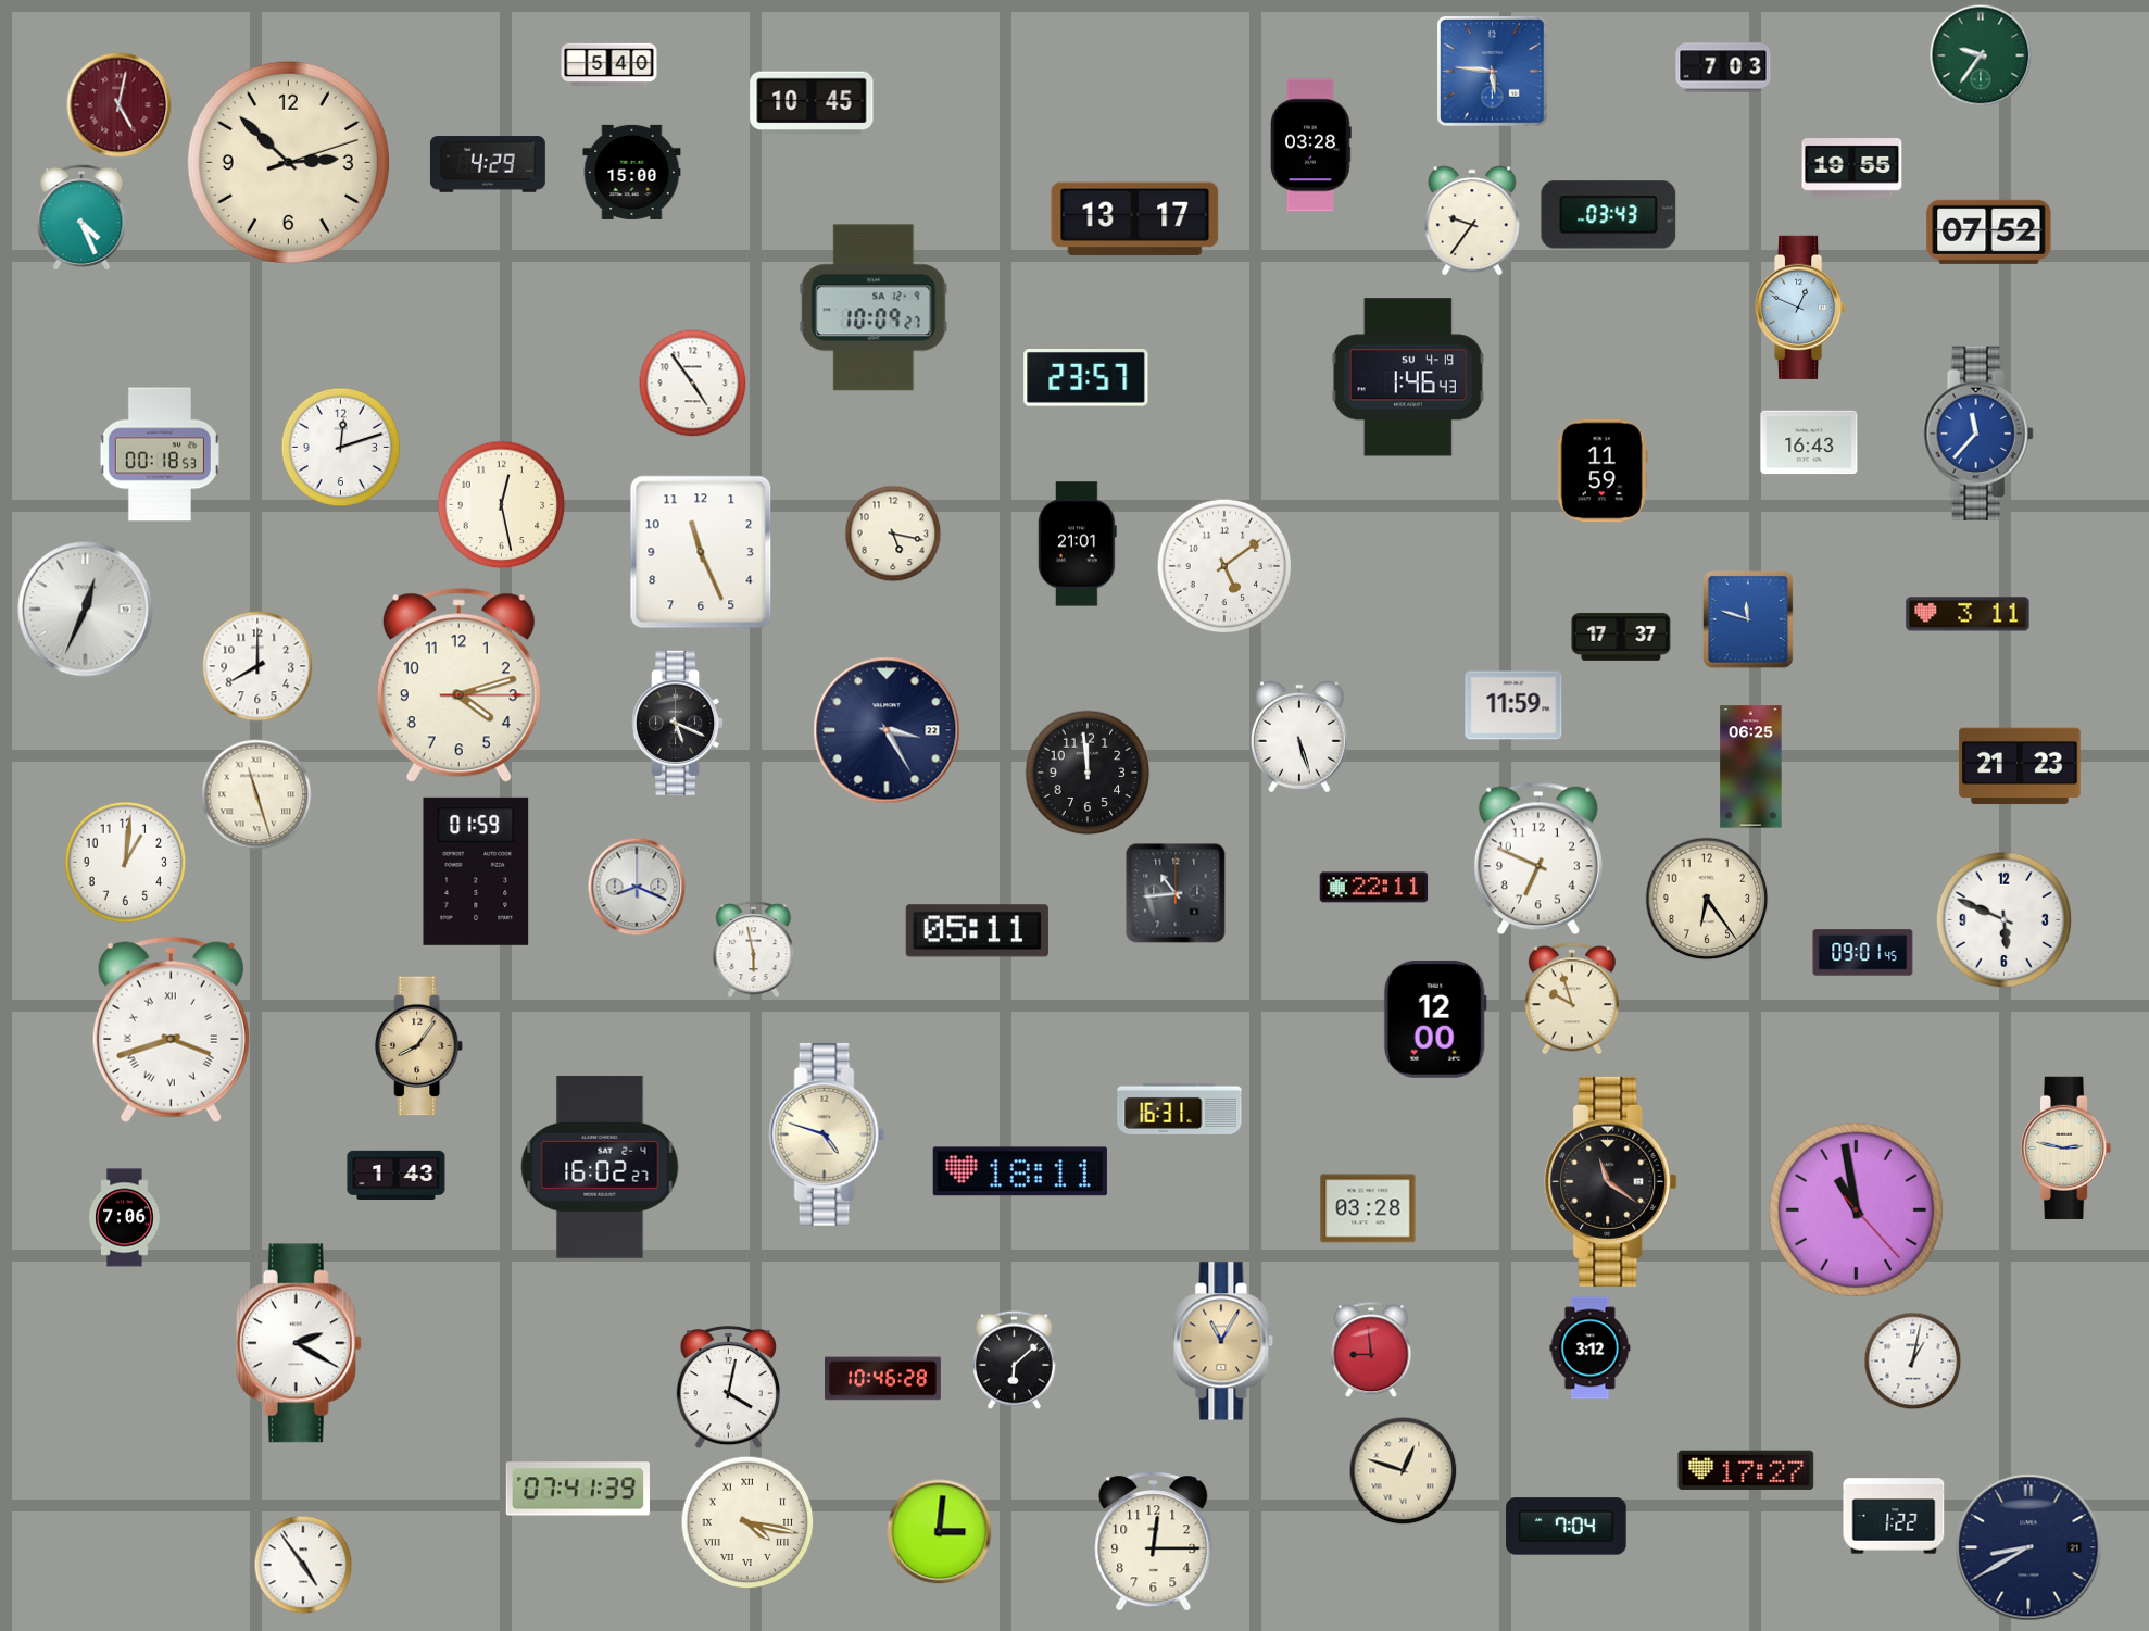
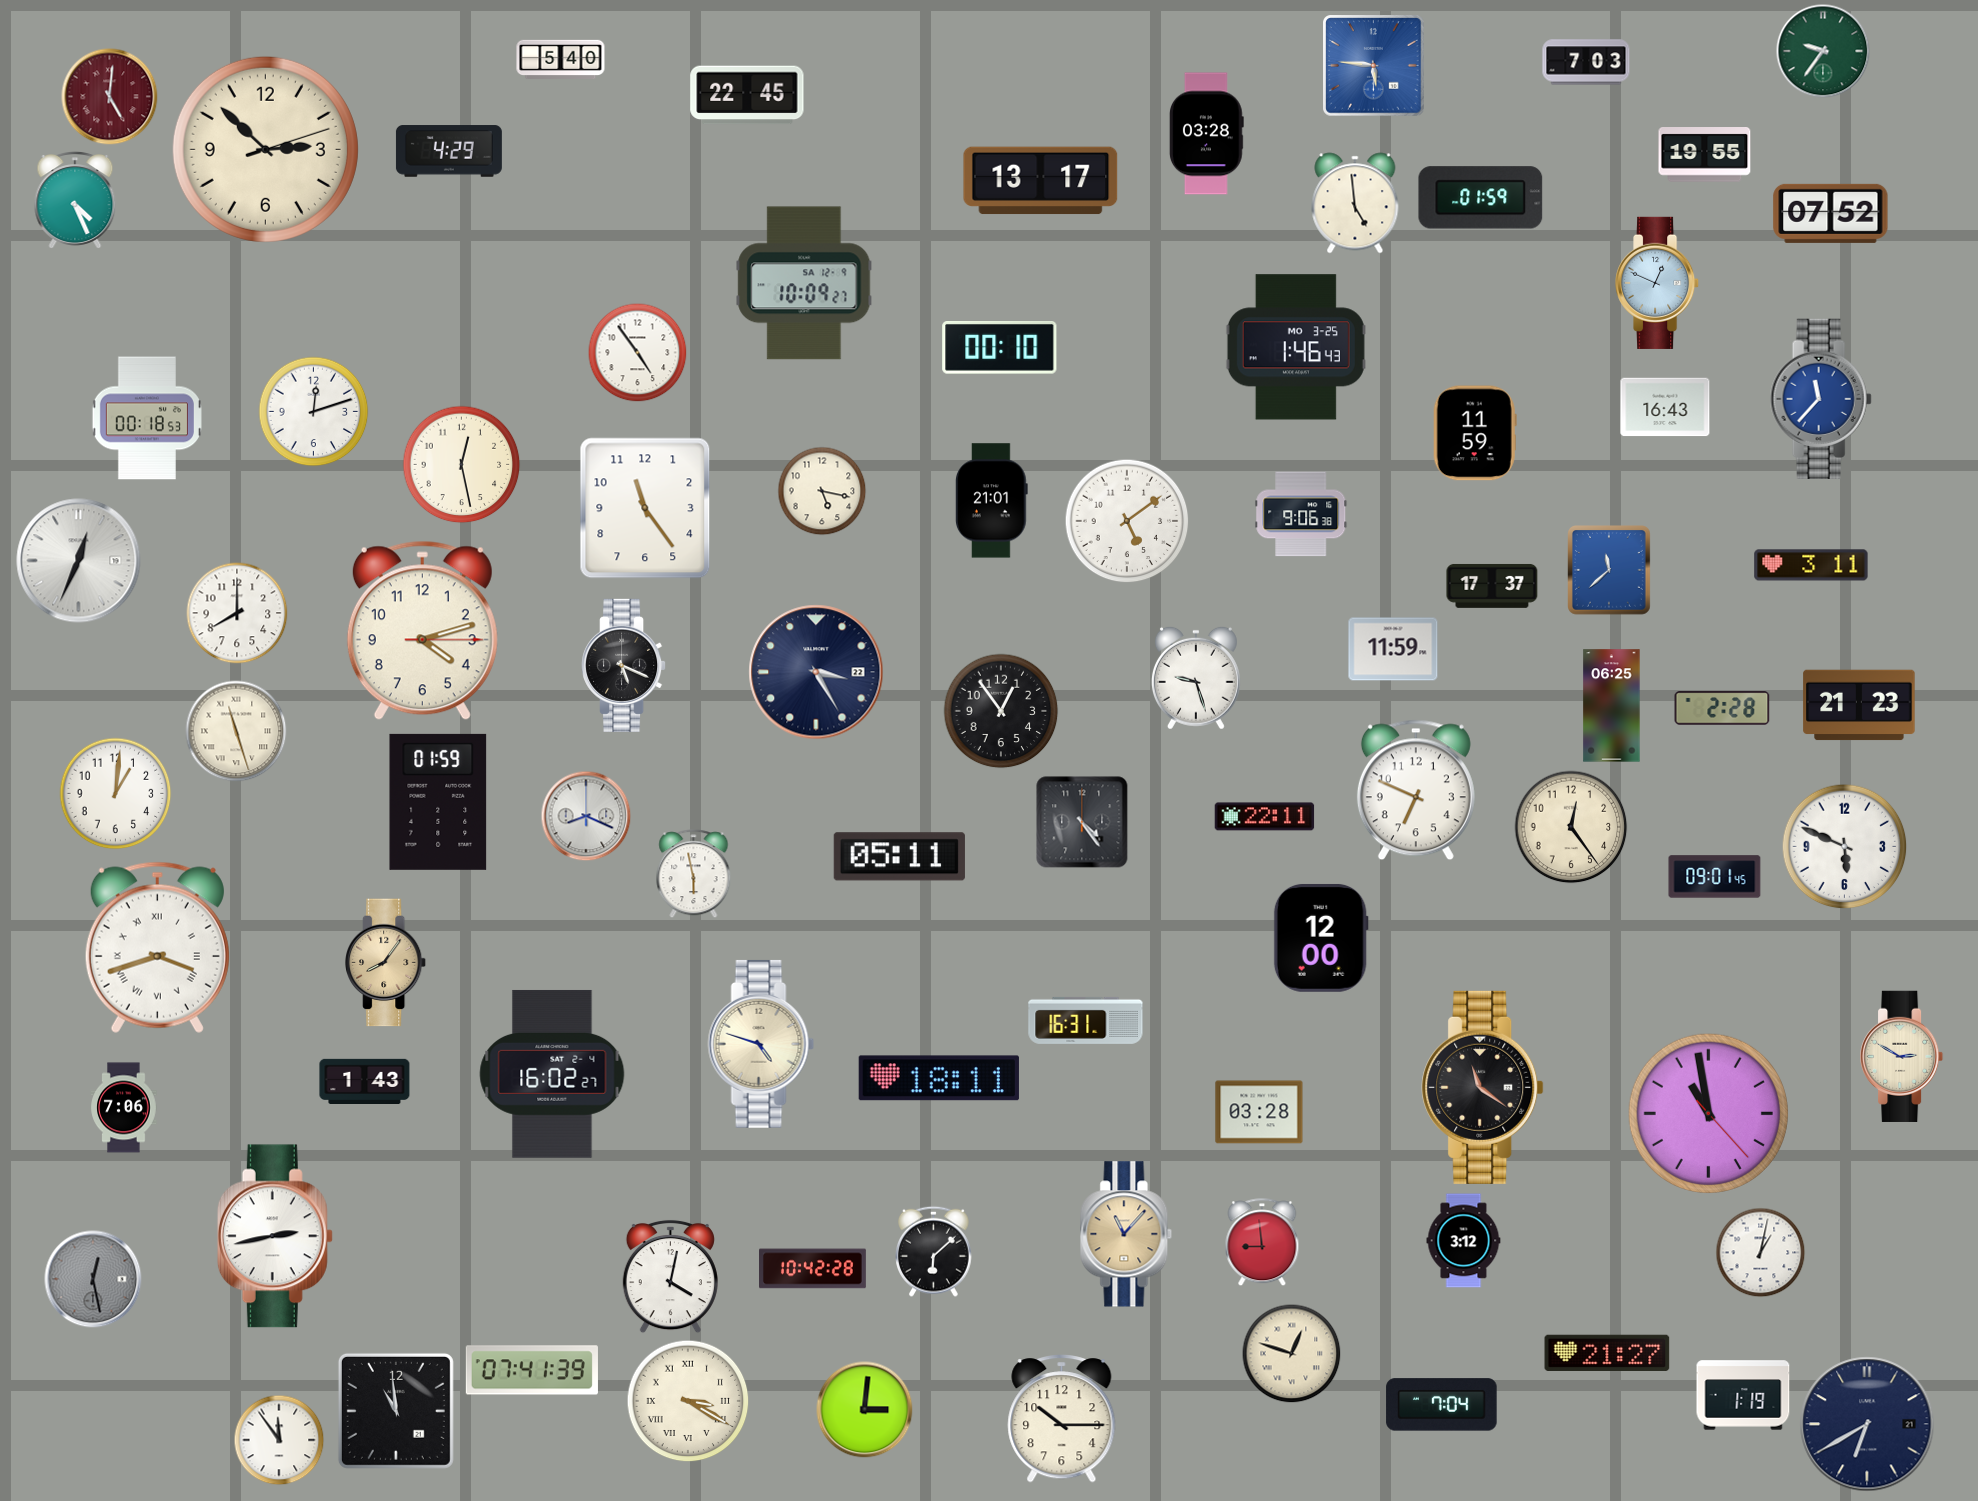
clock at (812, 103): 10:45 -> 22:45
clock at (120, 105): 5:02 -> 5:01
clock at (632, 172): 15:00 -> none
clock at (1609, 215): 03:43 -> 01:59
clock at (1135, 219) position: (1135, 219) -> (1041, 181)
clock at (1472, 221): 9:36 -> 4:59
clock at (1408, 377) date: SU 4-19 -> MO 3-25
clock at (1086, 378): 23:57 -> 00:10
clock at (701, 552): 11:26 -> 11:24
clock at (1301, 514): none -> 9:06
clock at (1749, 620): 11:48 -> 11:38
clock at (1299, 737): 5:27 -> 9:27
clock at (1722, 708): none -> 2:28
clock at (1088, 773): 11:59 -> 12:54
clock at (1176, 893): 10:44 -> 4:24
clock at (1707, 899): 6:24 -> 12:24
clock at (1572, 999): 9:57 -> none
clock at (2068, 1147): 2:47 -> 2:50
clock at (125, 1218) position: (125, 1218) -> (124, 1108)
clock at (1223, 1341): 11:05 -> 11:07
clock at (299, 1343): 2:20 -> 2:43
clock at (883, 1379): 10:46 -> 10:42
clock at (93, 1279): none -> 12:28
clock at (1746, 1470): 17:27 -> 21:27
clock at (1894, 1516): 1:22 -> 1:19
clock at (747, 1522): 4:17 -> 3:20
clock at (396, 1411): none -> 10:59
clock at (1154, 1542): 12:15 -> 10:15
clock at (2028, 1547): 8:40 -> 6:40
clock at (303, 1565): 4:54 -> 11:54
